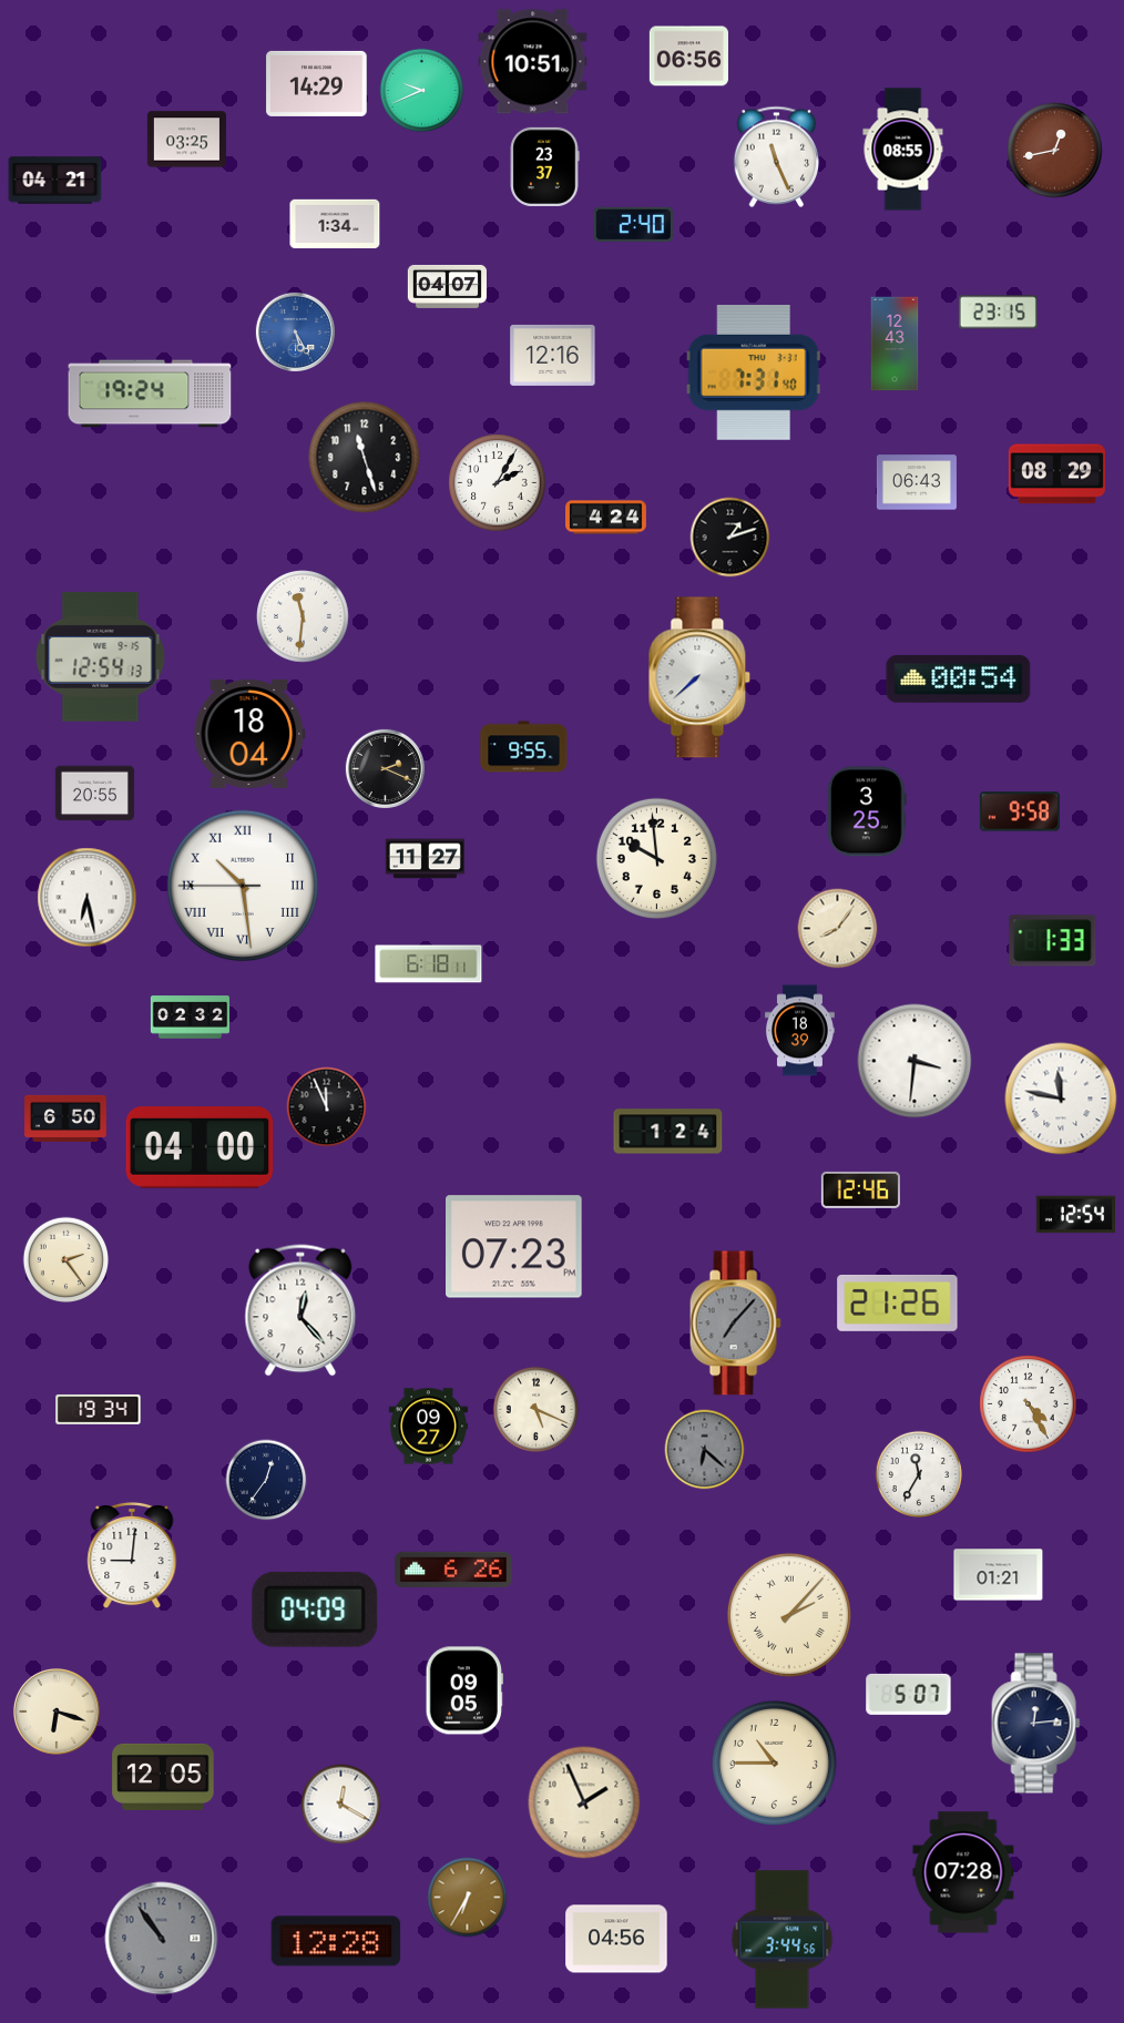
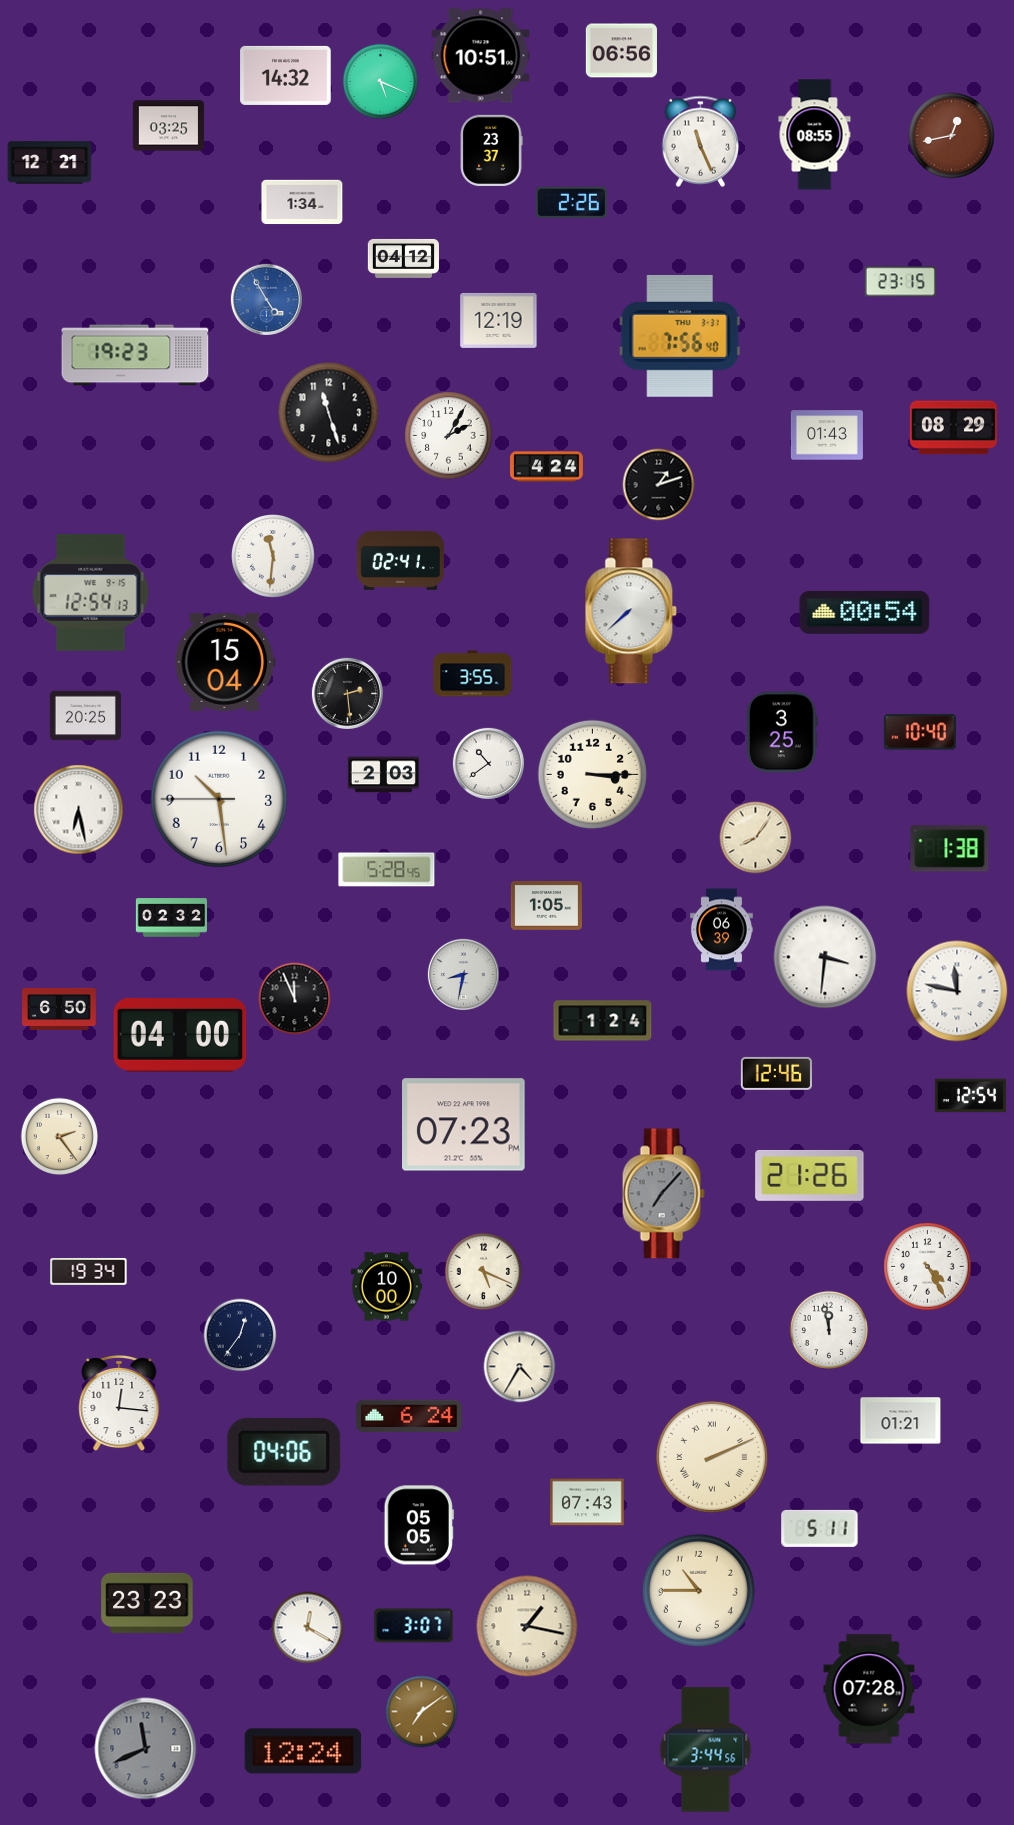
clock at (317, 83): 14:29 -> 14:32
clock at (422, 91): 9:41 -> 5:19
clock at (55, 181): 04:21 -> 12:21
clock at (633, 224): 2:40 -> 2:26
clock at (447, 286): 04:07 -> 04:12
clock at (295, 331): 5:25 -> 4:55
clock at (895, 344): 12:43 -> none
clock at (553, 355): 12:16 -> 12:19
clock at (754, 372): 7:31 -> 7:56
clock at (150, 394): 19:24 -> 19:23
clock at (917, 482): 06:43 -> 01:43
clock at (400, 560): none -> 02:41
clock at (249, 734): 18:04 -> 15:04
clock at (524, 747): 9:55 -> 3:55
clock at (385, 768): 2:19 -> 2:29
clock at (94, 794): 20:55 -> 20:25
clock at (1020, 811): 9:58 -> 10:40
clock at (488, 763): none -> 10:39
clock at (656, 858): 9:59 -> 3:15
clock at (425, 859): 11:27 -> 2:03
clock at (243, 886) numerals: Roman -> Arabic
clock at (1053, 941): 1:33 -> 1:38
clock at (429, 964): 6:18 -> 5:28
clock at (546, 905): none -> 1:05
clock at (799, 1031): 18:39 -> 06:39
clock at (463, 974): none -> 8:32
clock at (300, 1310): 12:23 -> none
clock at (428, 1427): 09:27 -> 10:00
clock at (705, 1450): 6:22 -> none
clock at (918, 1473): 11:35 -> 11:58
clock at (520, 1367): none -> 4:35
clock at (132, 1555): 9:01 -> 12:16
clock at (454, 1570): 6:26 -> 6:24
clock at (315, 1610): 04:09 -> 04:06
clock at (789, 1615): 2:07 -> 2:11
clock at (587, 1502): none -> 07:43
clock at (464, 1690): 09:05 -> 05:05
clock at (909, 1694): 5:07 -> 5:11
clock at (57, 1712): 6:18 -> none
clock at (1036, 1724): 12:14 -> none
clock at (163, 1777): 12:05 -> 23:23
clock at (414, 1626): none -> 3:07
clock at (584, 1802): 1:56 -> 1:17
clock at (468, 1898): 6:35 -> 7:09
clock at (162, 1939): 10:54 -> 11:41
clock at (616, 1939): 04:56 -> none
clock at (336, 1941): 12:28 -> 12:24
